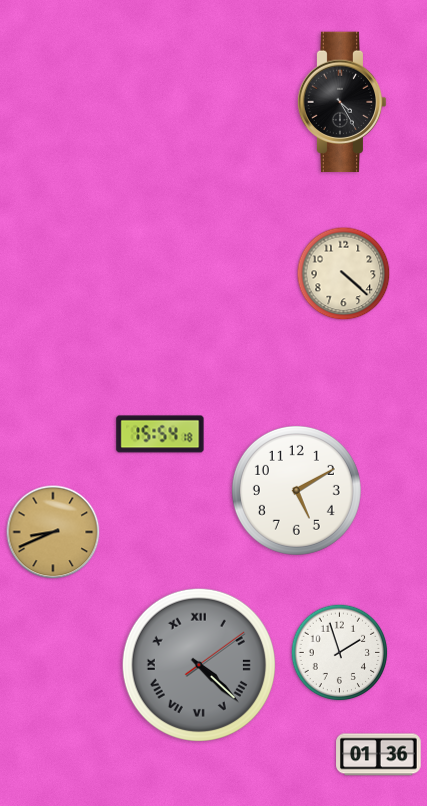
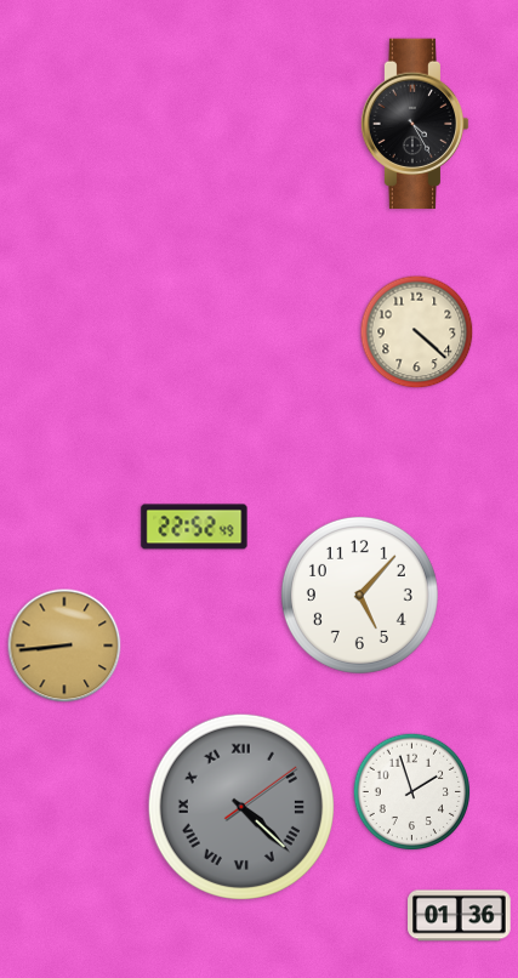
clock at (160, 434): 15:54 -> 22:52
clock at (296, 490): 5:10 -> 5:07
clock at (53, 532): 8:41 -> 8:44
